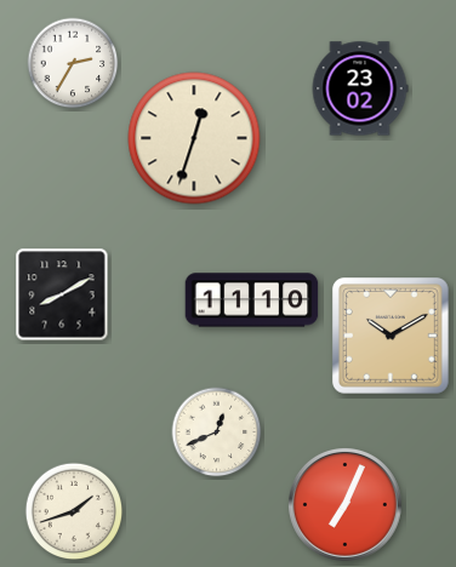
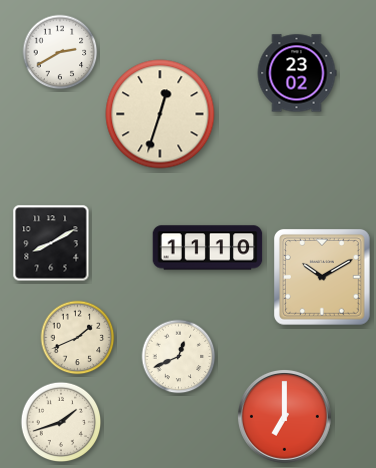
clock at (73, 63): 2:35 -> 2:40
clock at (78, 338): none -> 1:41
clock at (344, 504): 7:04 -> 7:00
